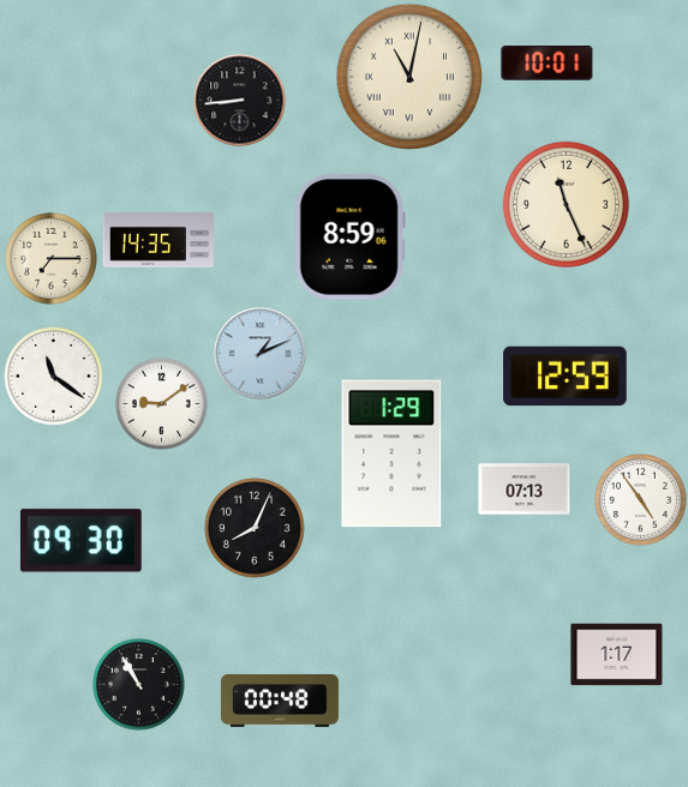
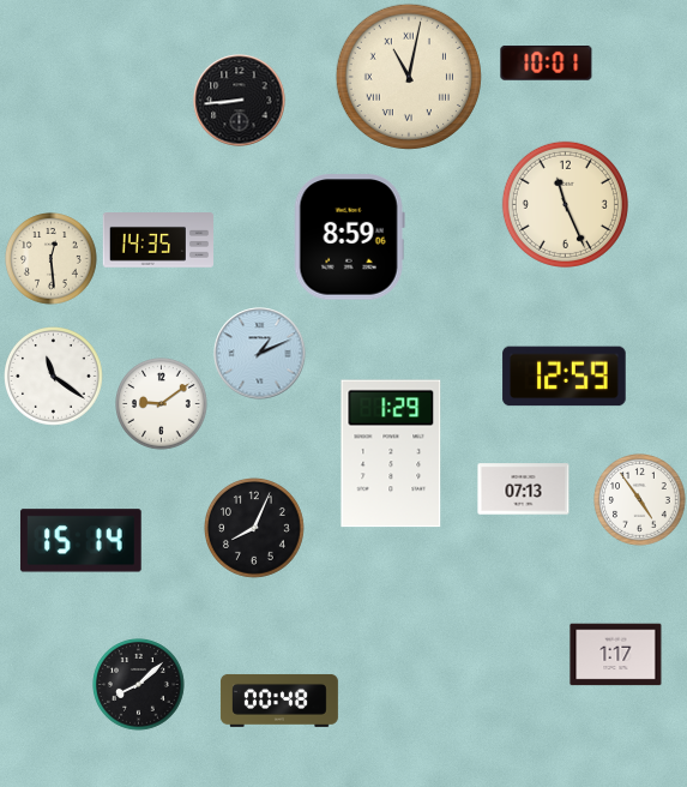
clock at (52, 259): 7:15 -> 12:29
clock at (80, 541): 09:30 -> 15:14
clock at (139, 685): 10:55 -> 8:08
